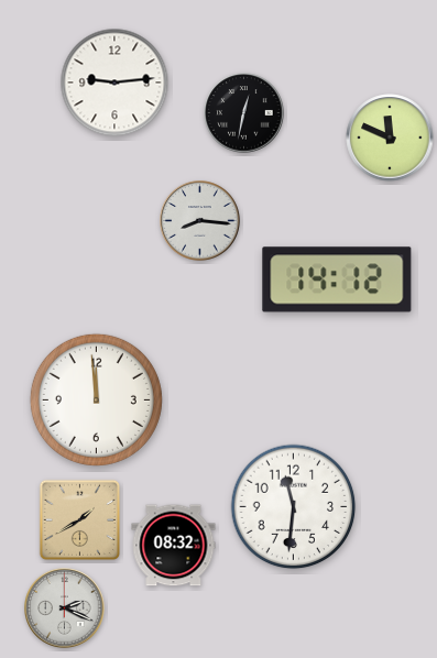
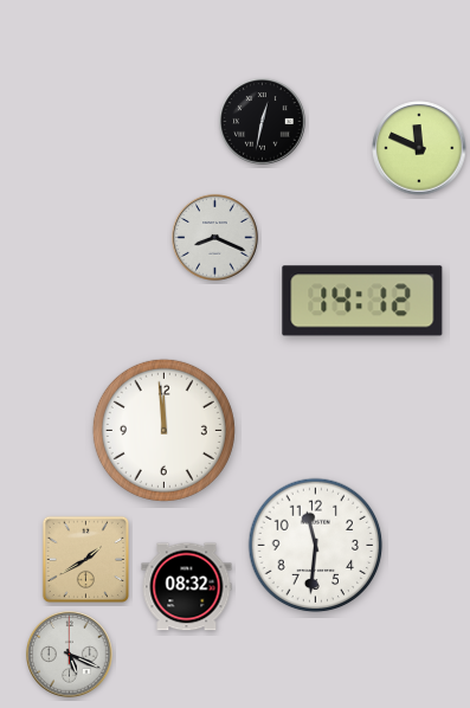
clock at (114, 83): 9:14 -> none
clock at (200, 221): 8:16 -> 8:19
clock at (96, 399) position: (96, 399) -> (163, 430)
clock at (65, 608): 2:19 -> 5:19
